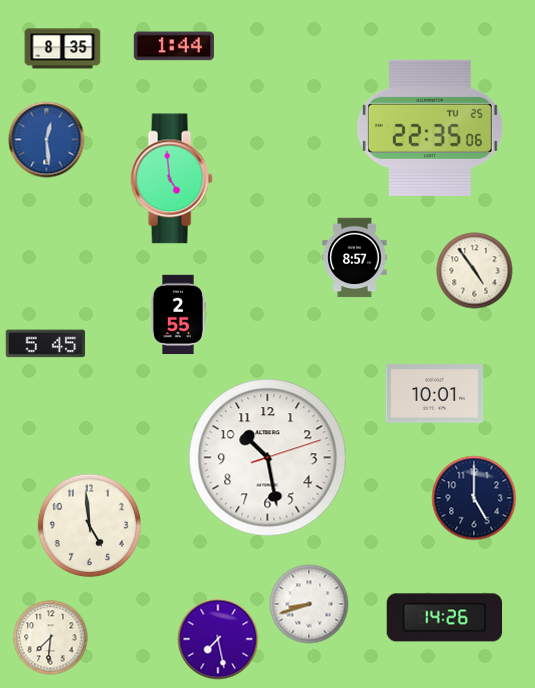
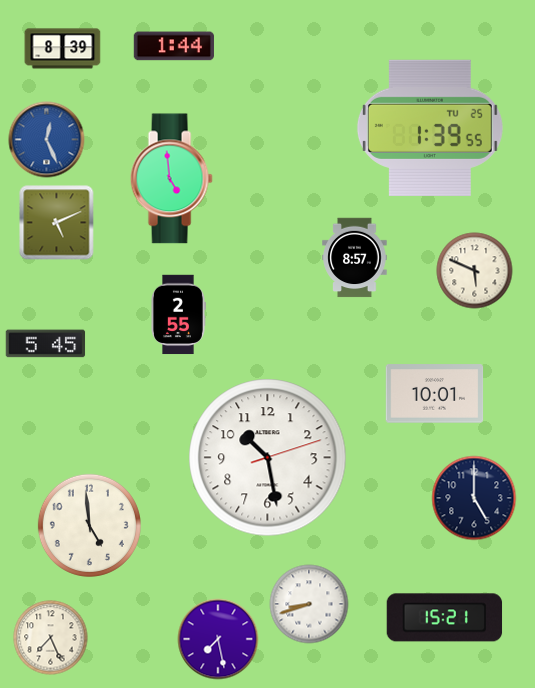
clock at (63, 49): 8:35 -> 8:39
clock at (430, 128): 22:35 -> 1:39
clock at (47, 140): 12:29 -> 12:26
clock at (57, 223): none -> 5:11
clock at (475, 271): 4:54 -> 5:49
clock at (445, 618): 14:26 -> 15:21
clock at (51, 638): 7:31 -> 7:26
